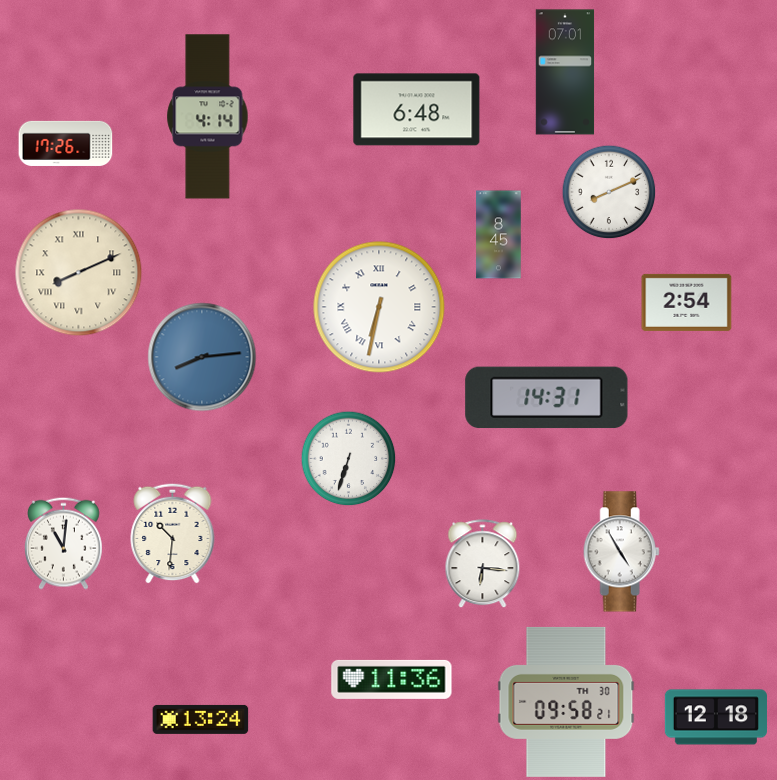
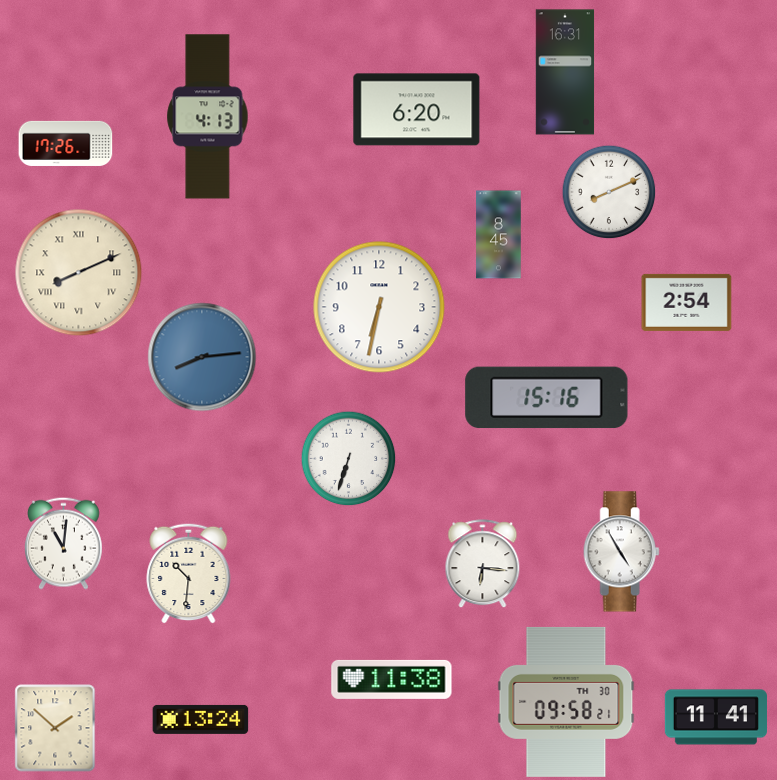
clock at (565, 72): 07:01 -> 16:31
clock at (417, 110): 6:48 -> 6:20
clock at (208, 117): 4:14 -> 4:13
clock at (379, 307) numerals: Roman -> Arabic
clock at (547, 398): 14:31 -> 15:16
clock at (173, 533) position: (173, 533) -> (189, 573)
clock at (392, 679): 11:36 -> 11:38
clock at (715, 717): 12:18 -> 11:41
clock at (55, 728): none -> 1:52
